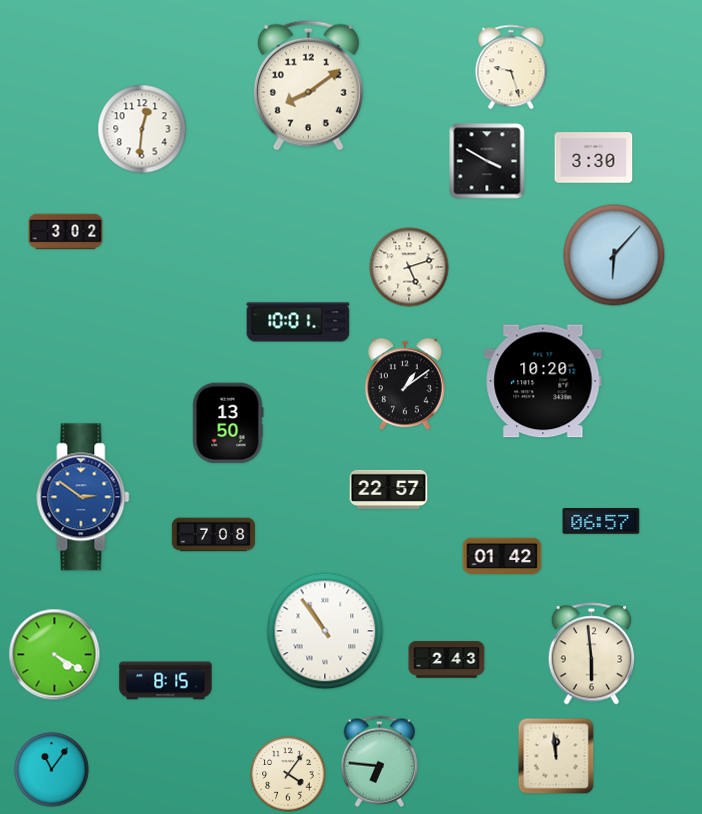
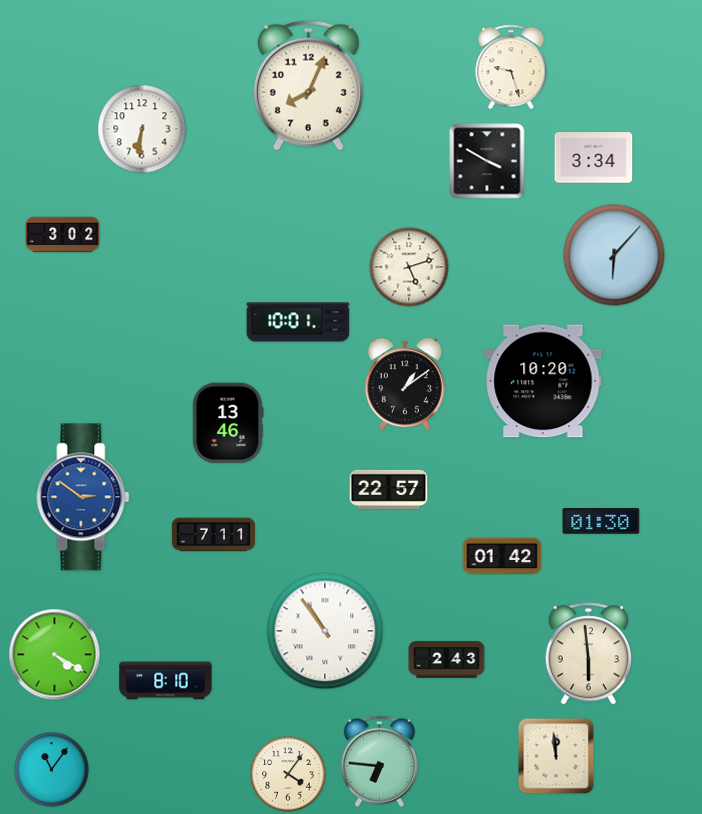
clock at (308, 85): 8:09 -> 8:04
clock at (142, 129): 12:31 -> 6:31
clock at (594, 158): 3:30 -> 3:34
clock at (66, 232) position: (66, 232) -> (63, 235)
clock at (228, 423): 13:50 -> 13:46
clock at (601, 521): 06:57 -> 01:30
clock at (213, 535): 7:08 -> 7:11
clock at (592, 654) position: (592, 654) -> (589, 654)
clock at (166, 681): 8:15 -> 8:10
